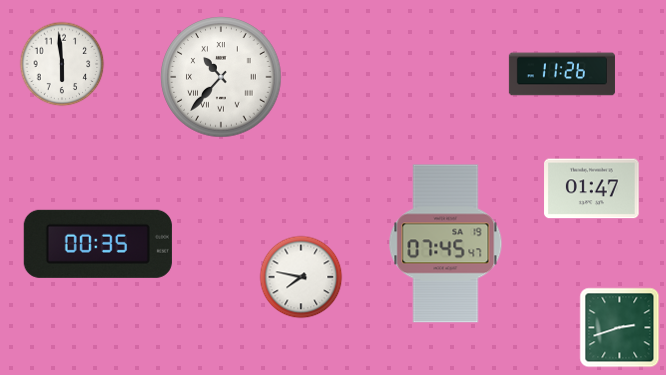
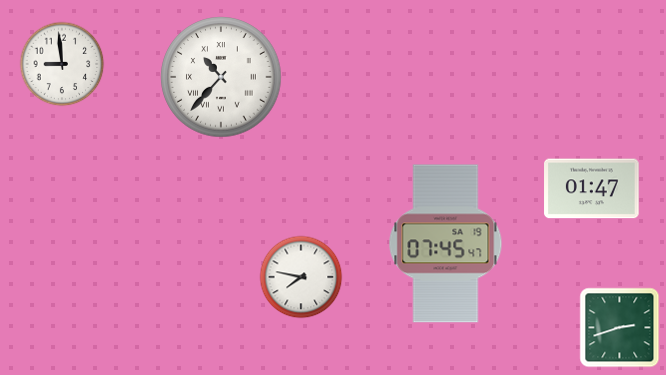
clock at (62, 64): 5:59 -> 8:59
clock at (562, 74): 11:26 -> none
clock at (98, 244): 00:35 -> none
